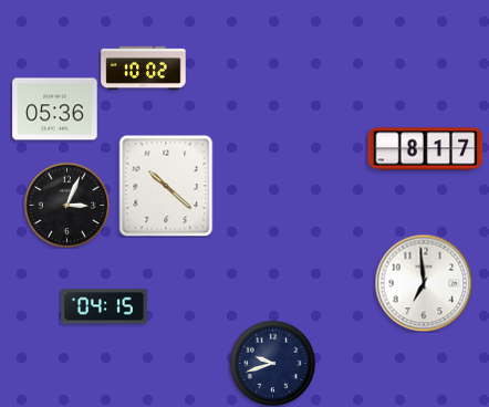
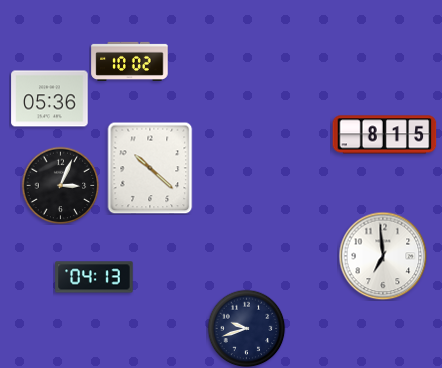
clock at (426, 149): 8:17 -> 8:15
clock at (104, 306): 04:15 -> 04:13
